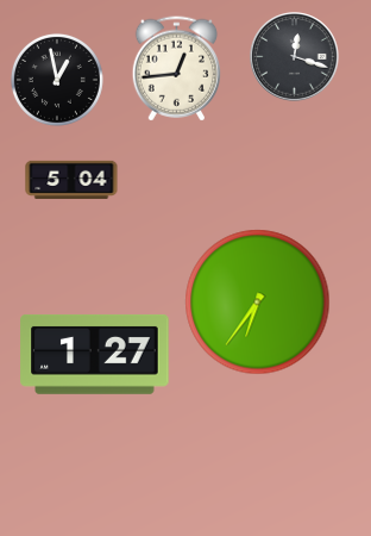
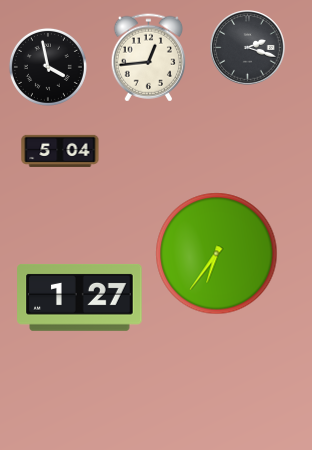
clock at (295, 57): 12:18 -> 2:18
clock at (57, 80): 12:58 -> 3:58
